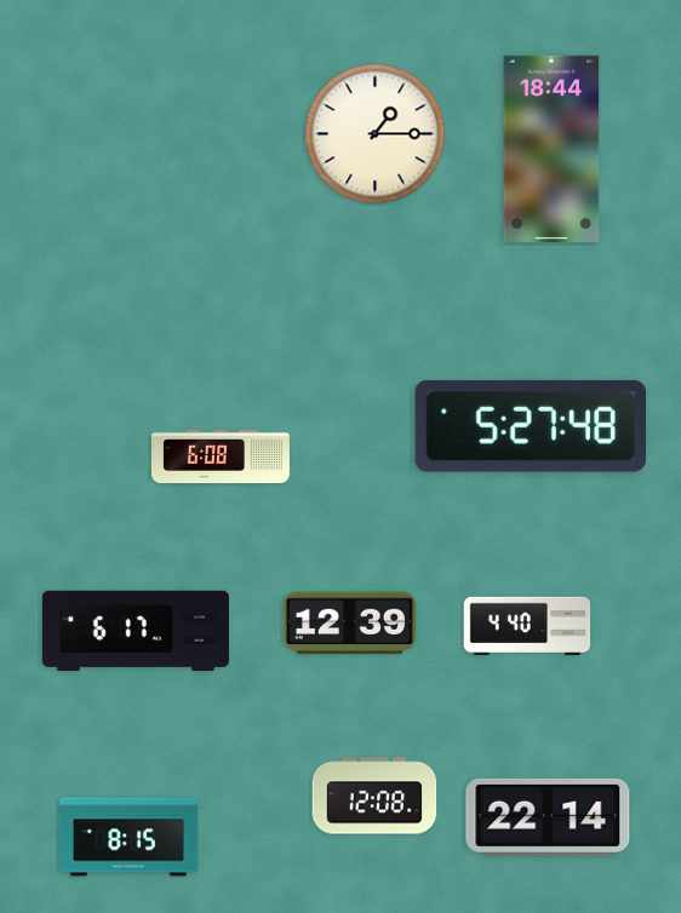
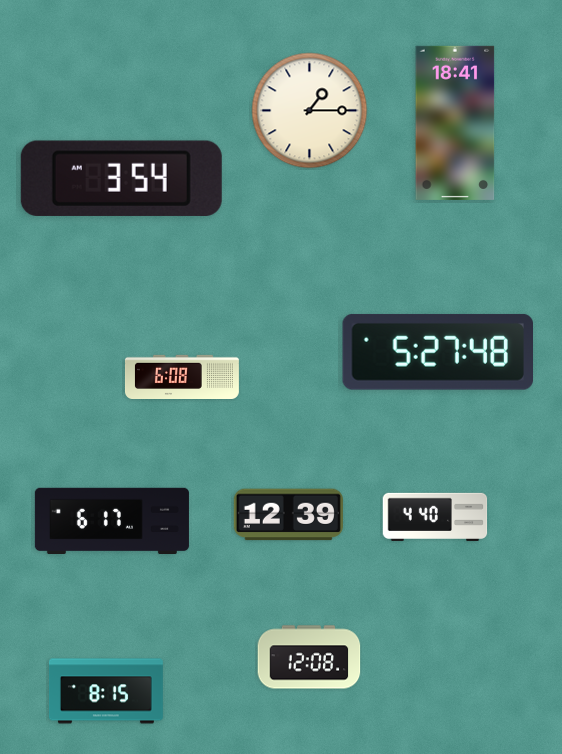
clock at (551, 149): 18:44 -> 18:41
clock at (121, 178): none -> 3:54
clock at (548, 817): 22:14 -> none
